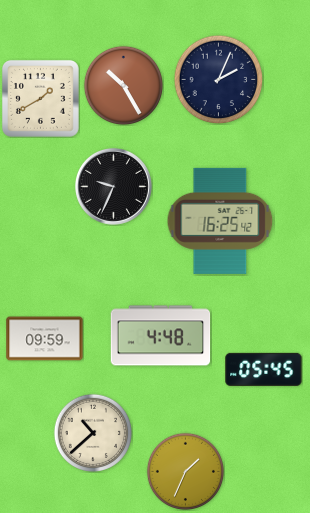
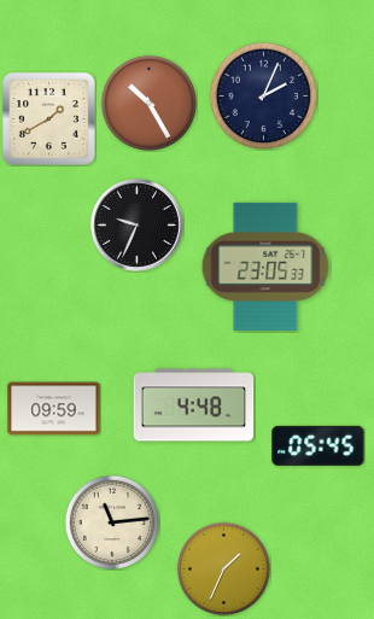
clock at (220, 221): 16:25 -> 23:05
clock at (92, 432): 10:38 -> 11:14
